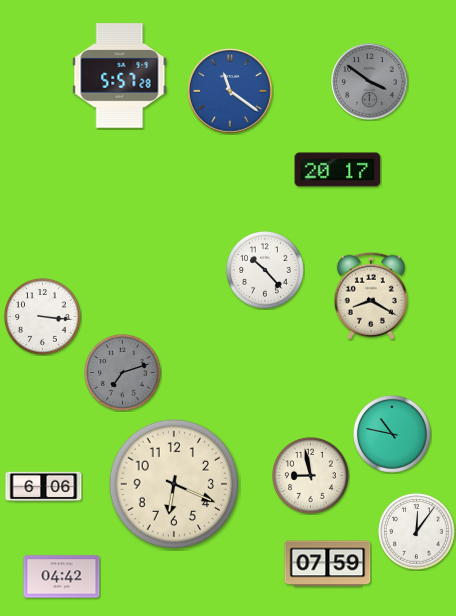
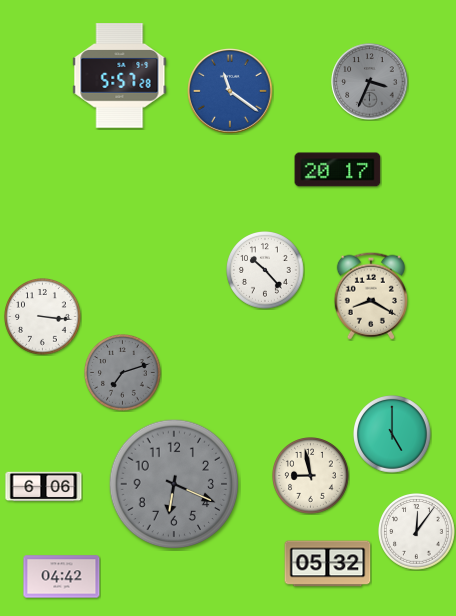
clock at (370, 82): 3:51 -> 3:34
clock at (393, 435): 10:47 -> 5:00
clock at (174, 484) dial: cream -> grey
clock at (328, 564): 07:59 -> 05:32
